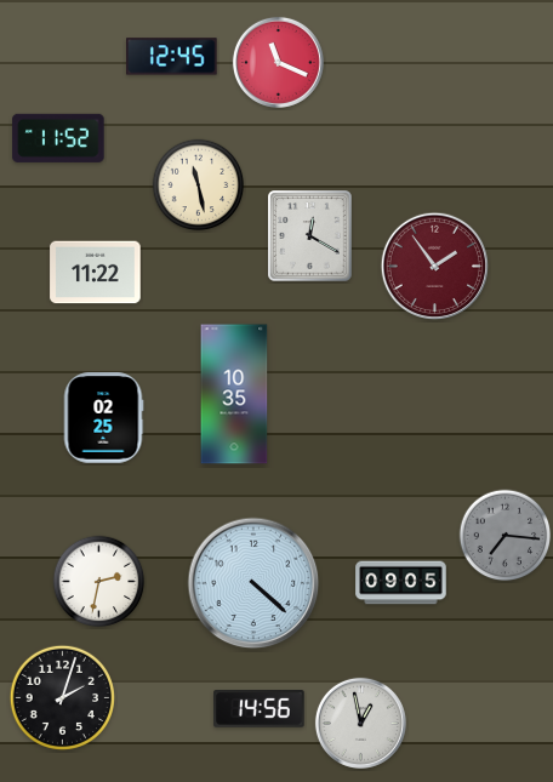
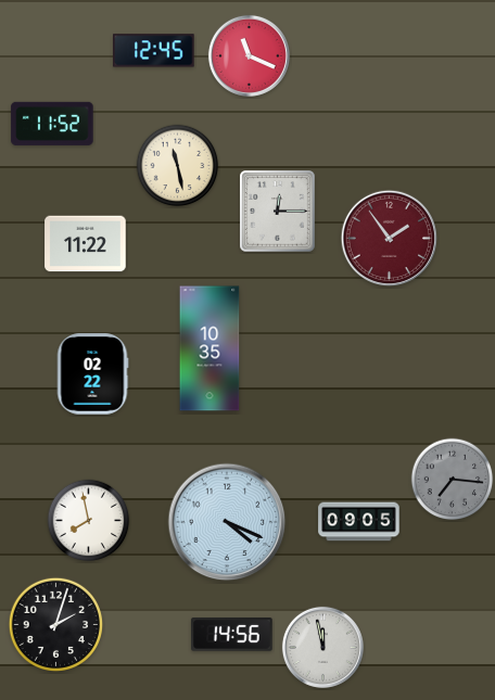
clock at (310, 236): 12:20 -> 12:15
clock at (234, 394) position: (234, 394) -> (210, 348)
clock at (103, 418): 02:25 -> 02:22
clock at (99, 582): 2:32 -> 7:58
clock at (253, 583): 4:22 -> 4:19
clock at (360, 723): 12:58 -> 11:58
